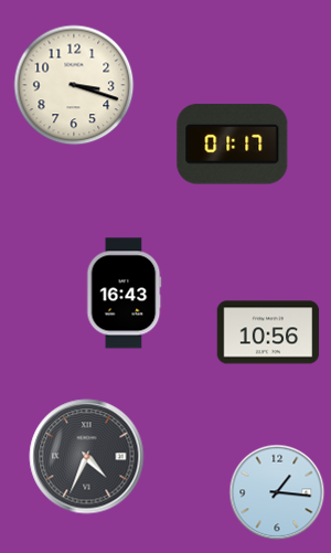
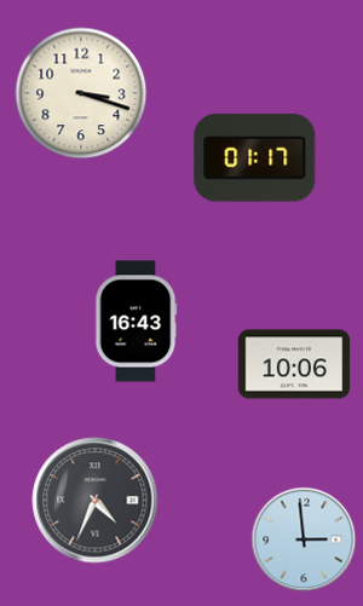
clock at (268, 332): 10:56 -> 10:06
clock at (277, 492): 1:16 -> 2:59
